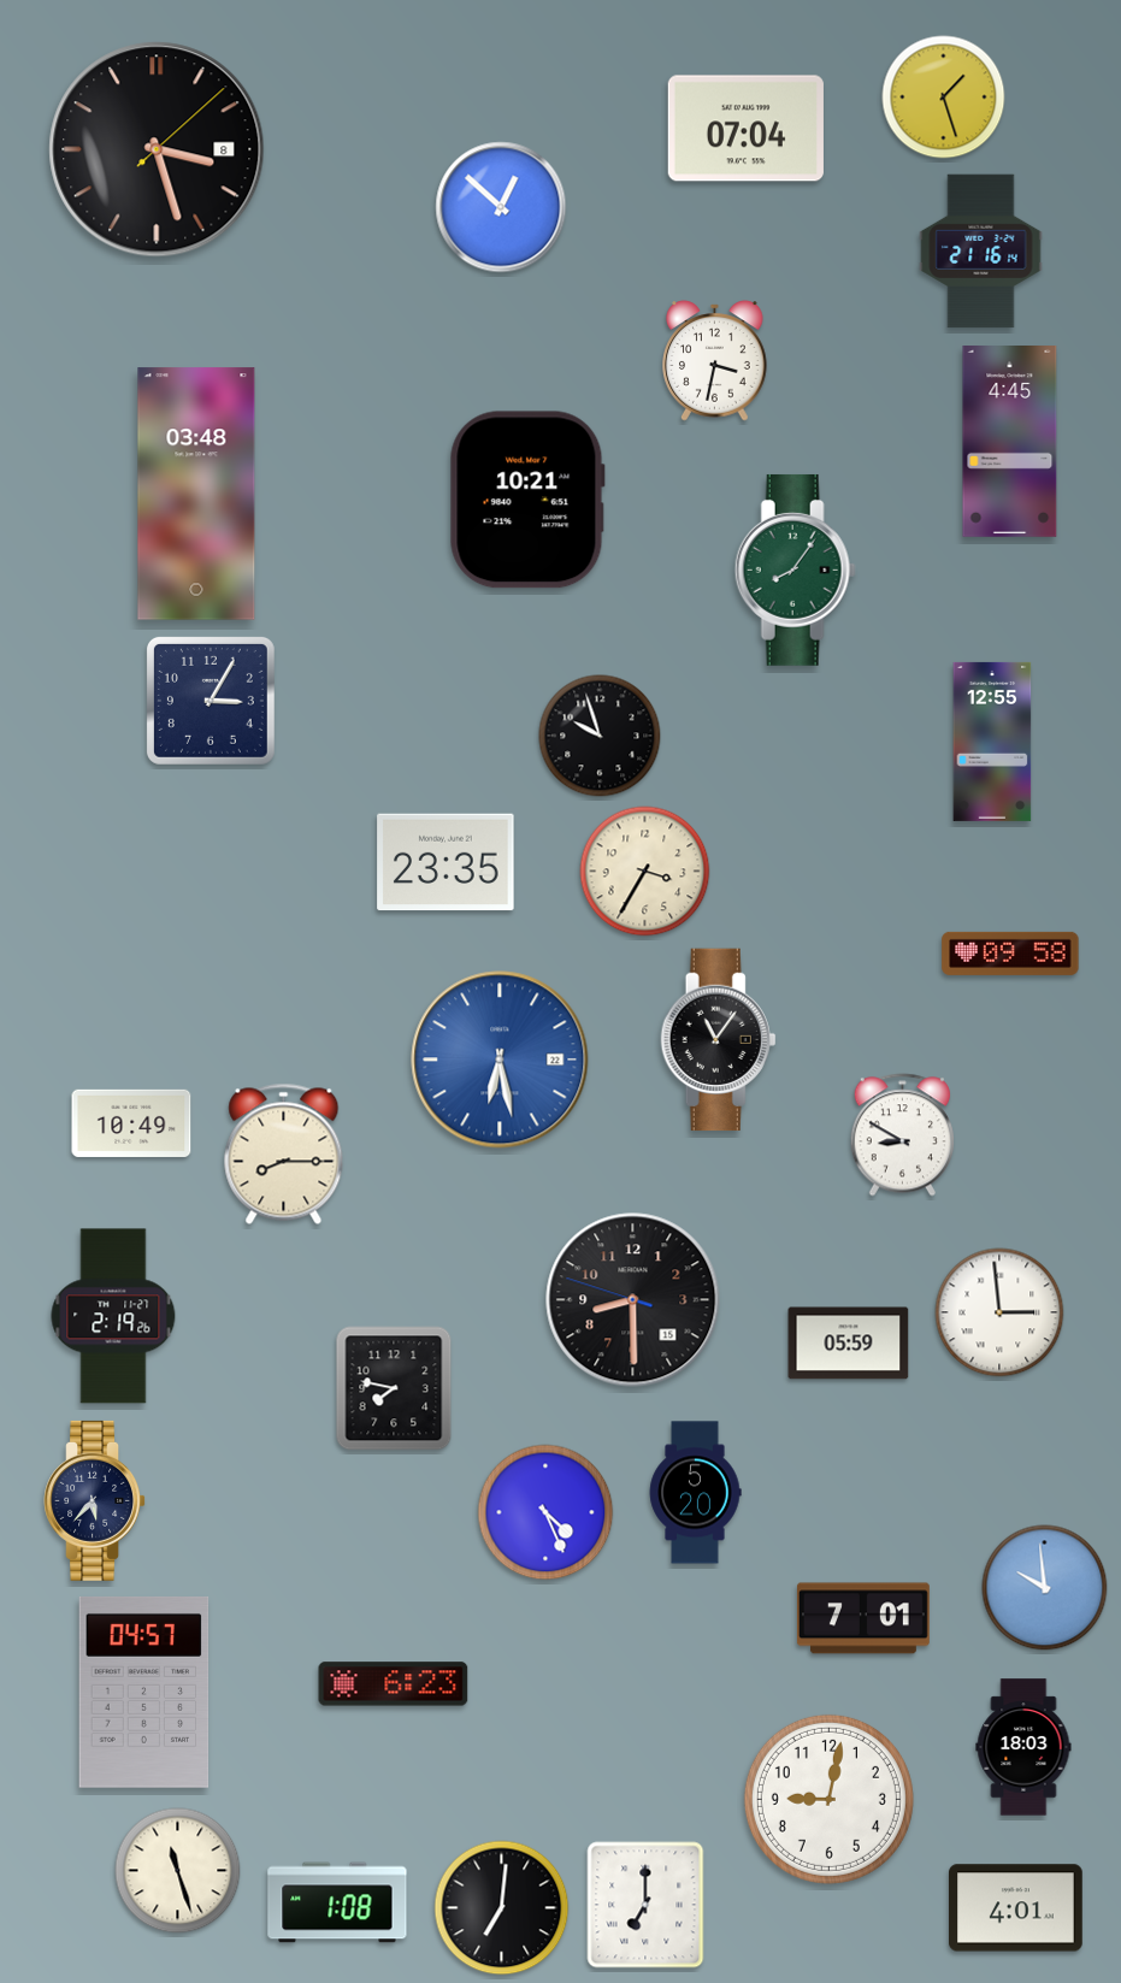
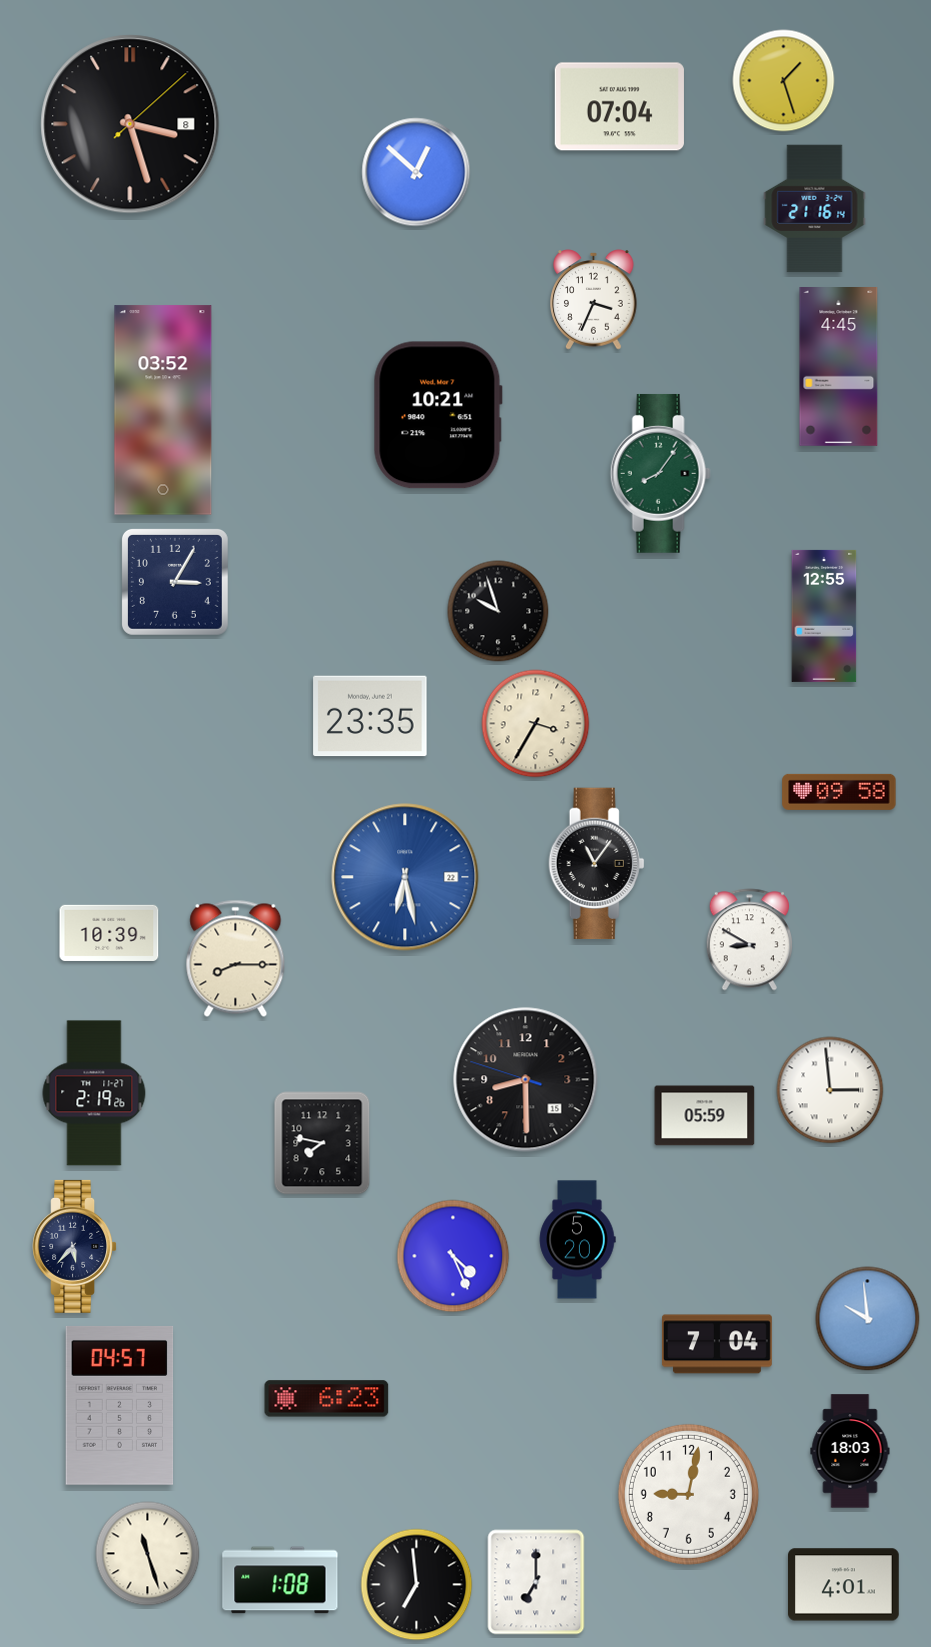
clock at (715, 361): 3:32 -> 3:34
clock at (196, 494): 03:48 -> 03:52
clock at (500, 1060) position: (500, 1060) -> (405, 877)
clock at (131, 1123): 10:49 -> 10:39
clock at (902, 1135) position: (902, 1135) -> (749, 940)
clock at (394, 1388) position: (394, 1388) -> (322, 1143)
clock at (95, 1500) position: (95, 1500) -> (75, 1246)
clock at (863, 1618): 7:01 -> 7:04
clock at (502, 1908): 7:01 -> 6:59
